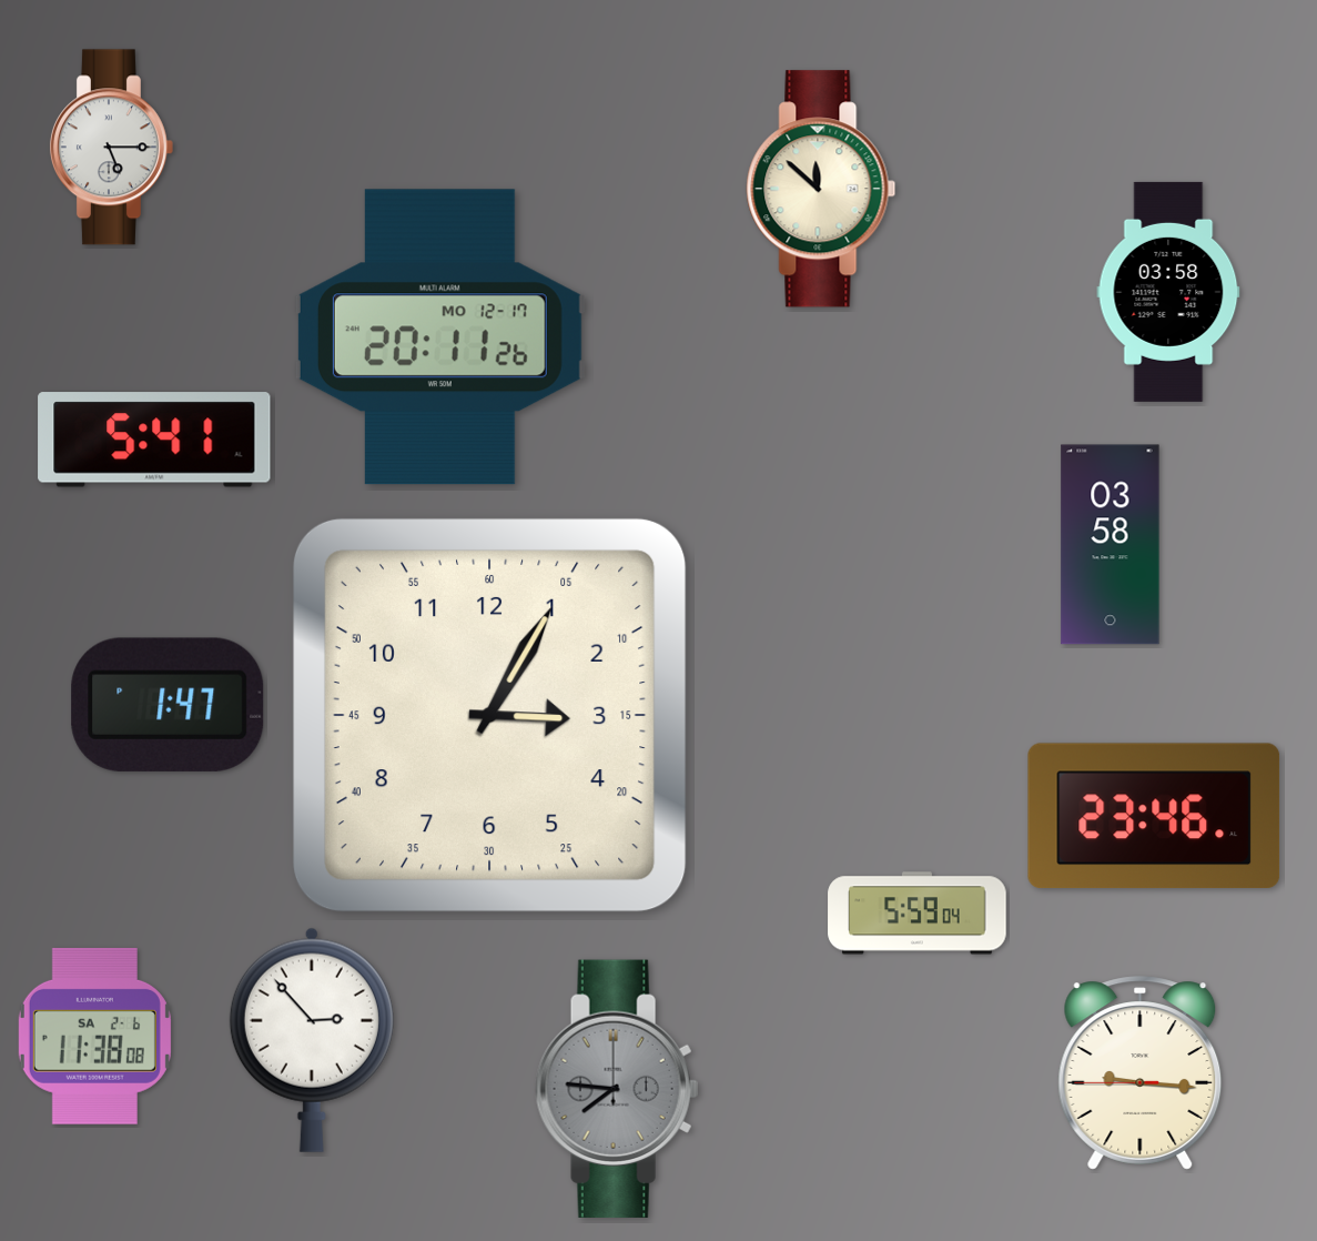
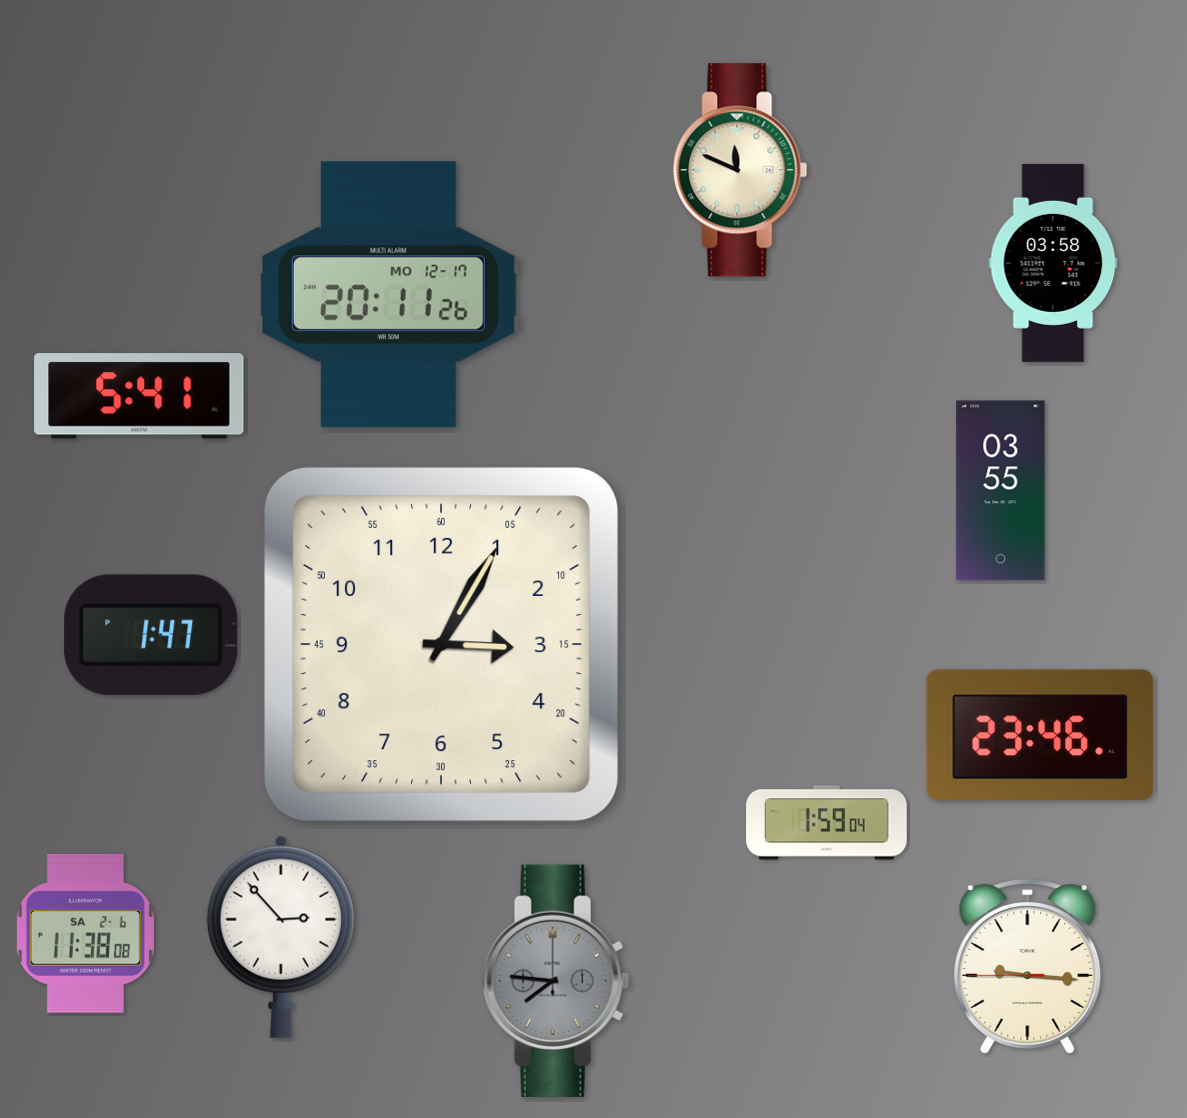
clock at (111, 148): 5:15 -> none
clock at (821, 189): 11:52 -> 11:49
clock at (439, 337) position: (439, 337) -> (388, 295)
clock at (1111, 545): 03:58 -> 03:55
clock at (918, 914): 5:59 -> 1:59
